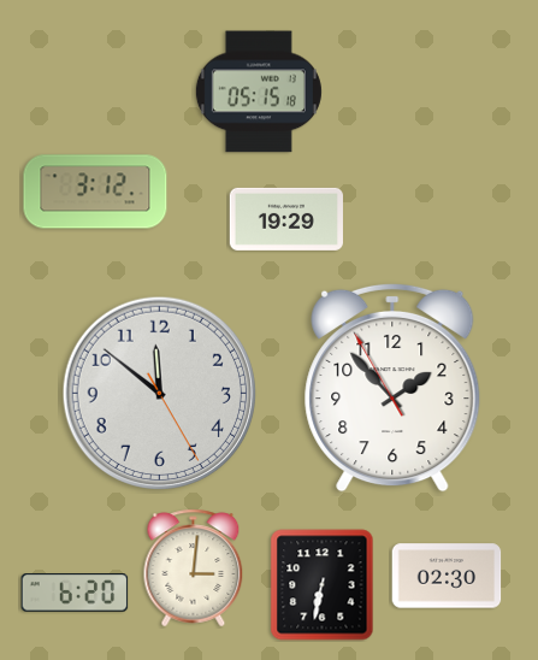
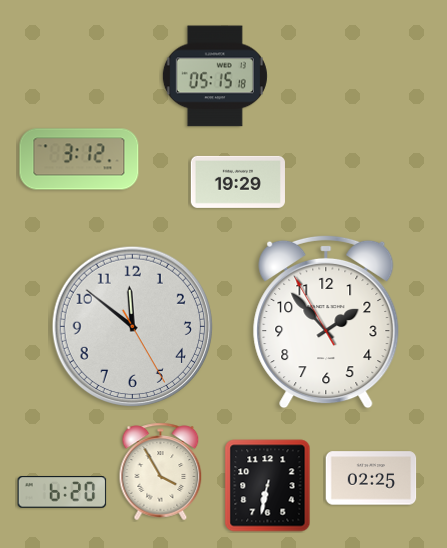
clock at (194, 568): 3:01 -> 3:55
clock at (447, 576): 02:30 -> 02:25
